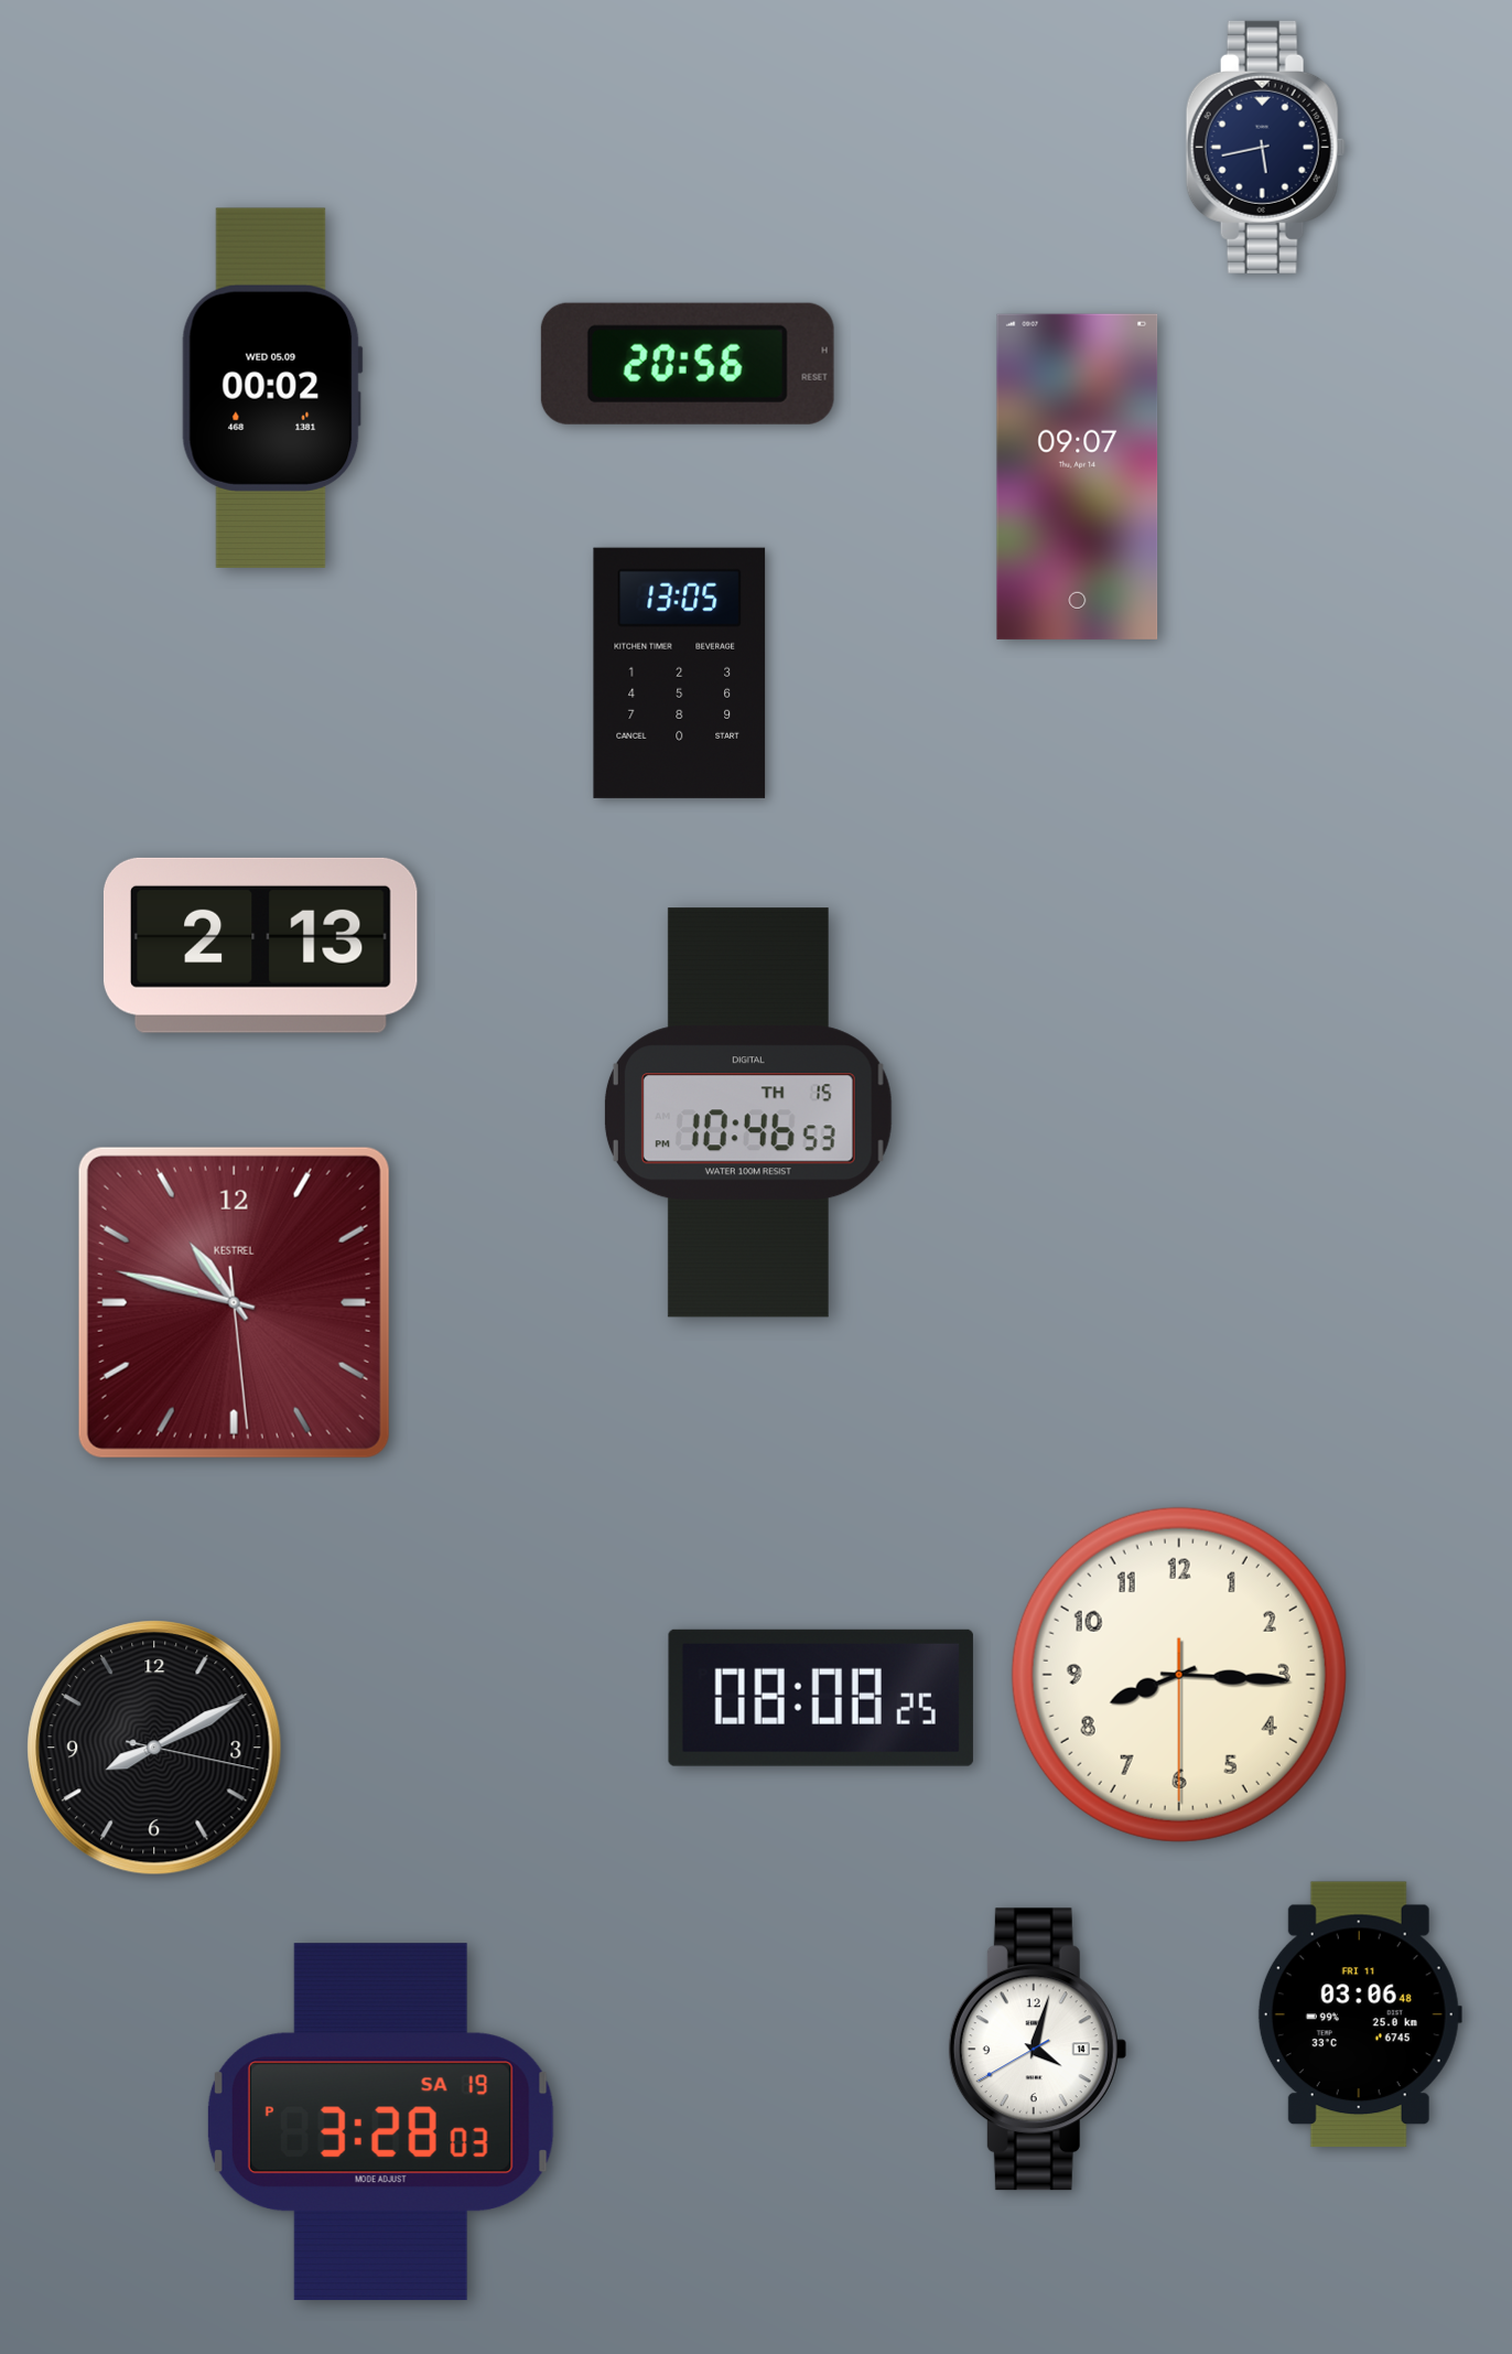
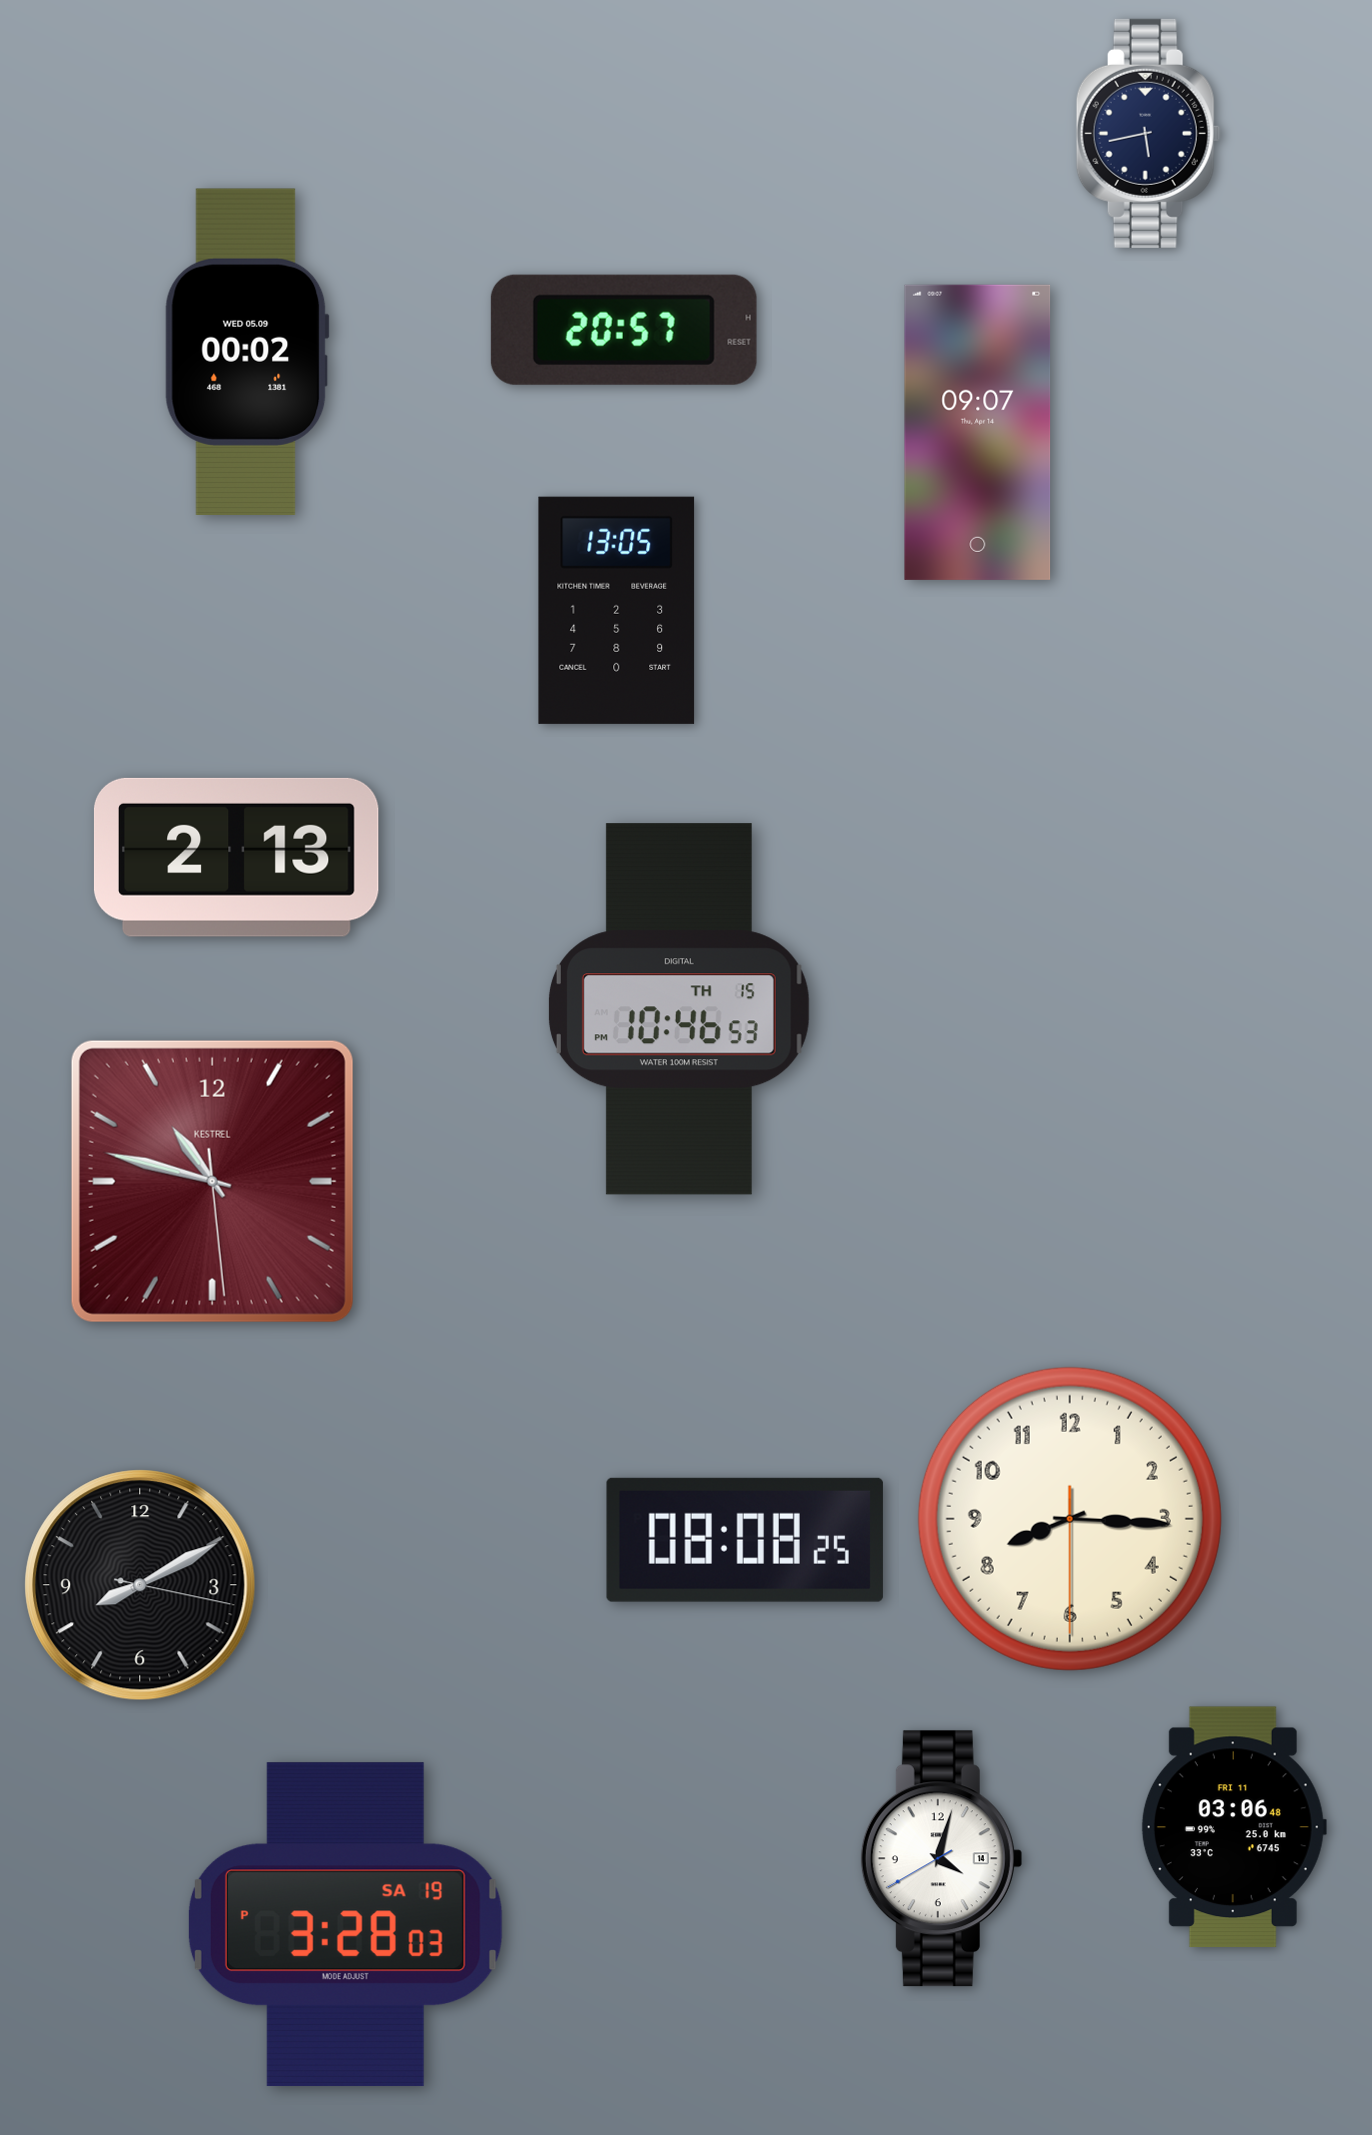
clock at (688, 364): 20:56 -> 20:57
